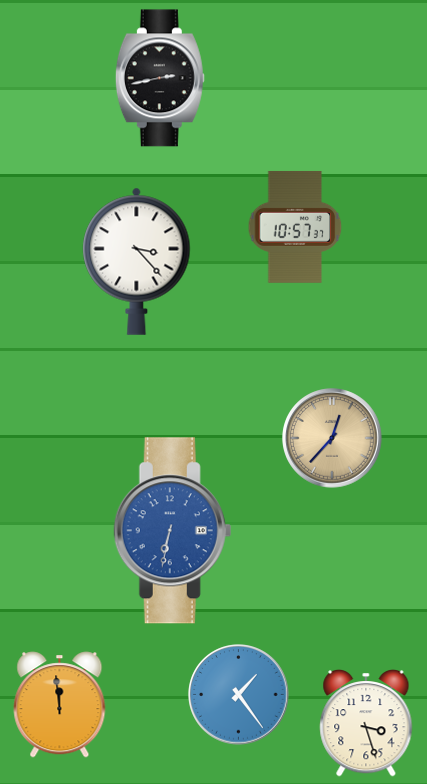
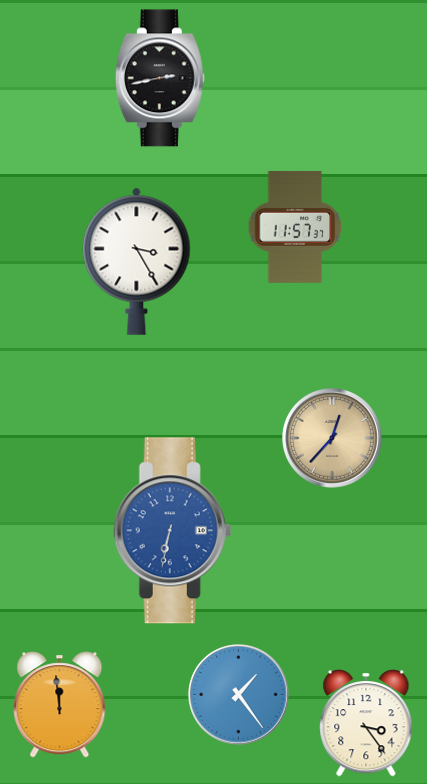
clock at (295, 227): 10:57 -> 11:57
clock at (137, 261): 3:23 -> 3:25
clock at (366, 724): 3:27 -> 3:24
